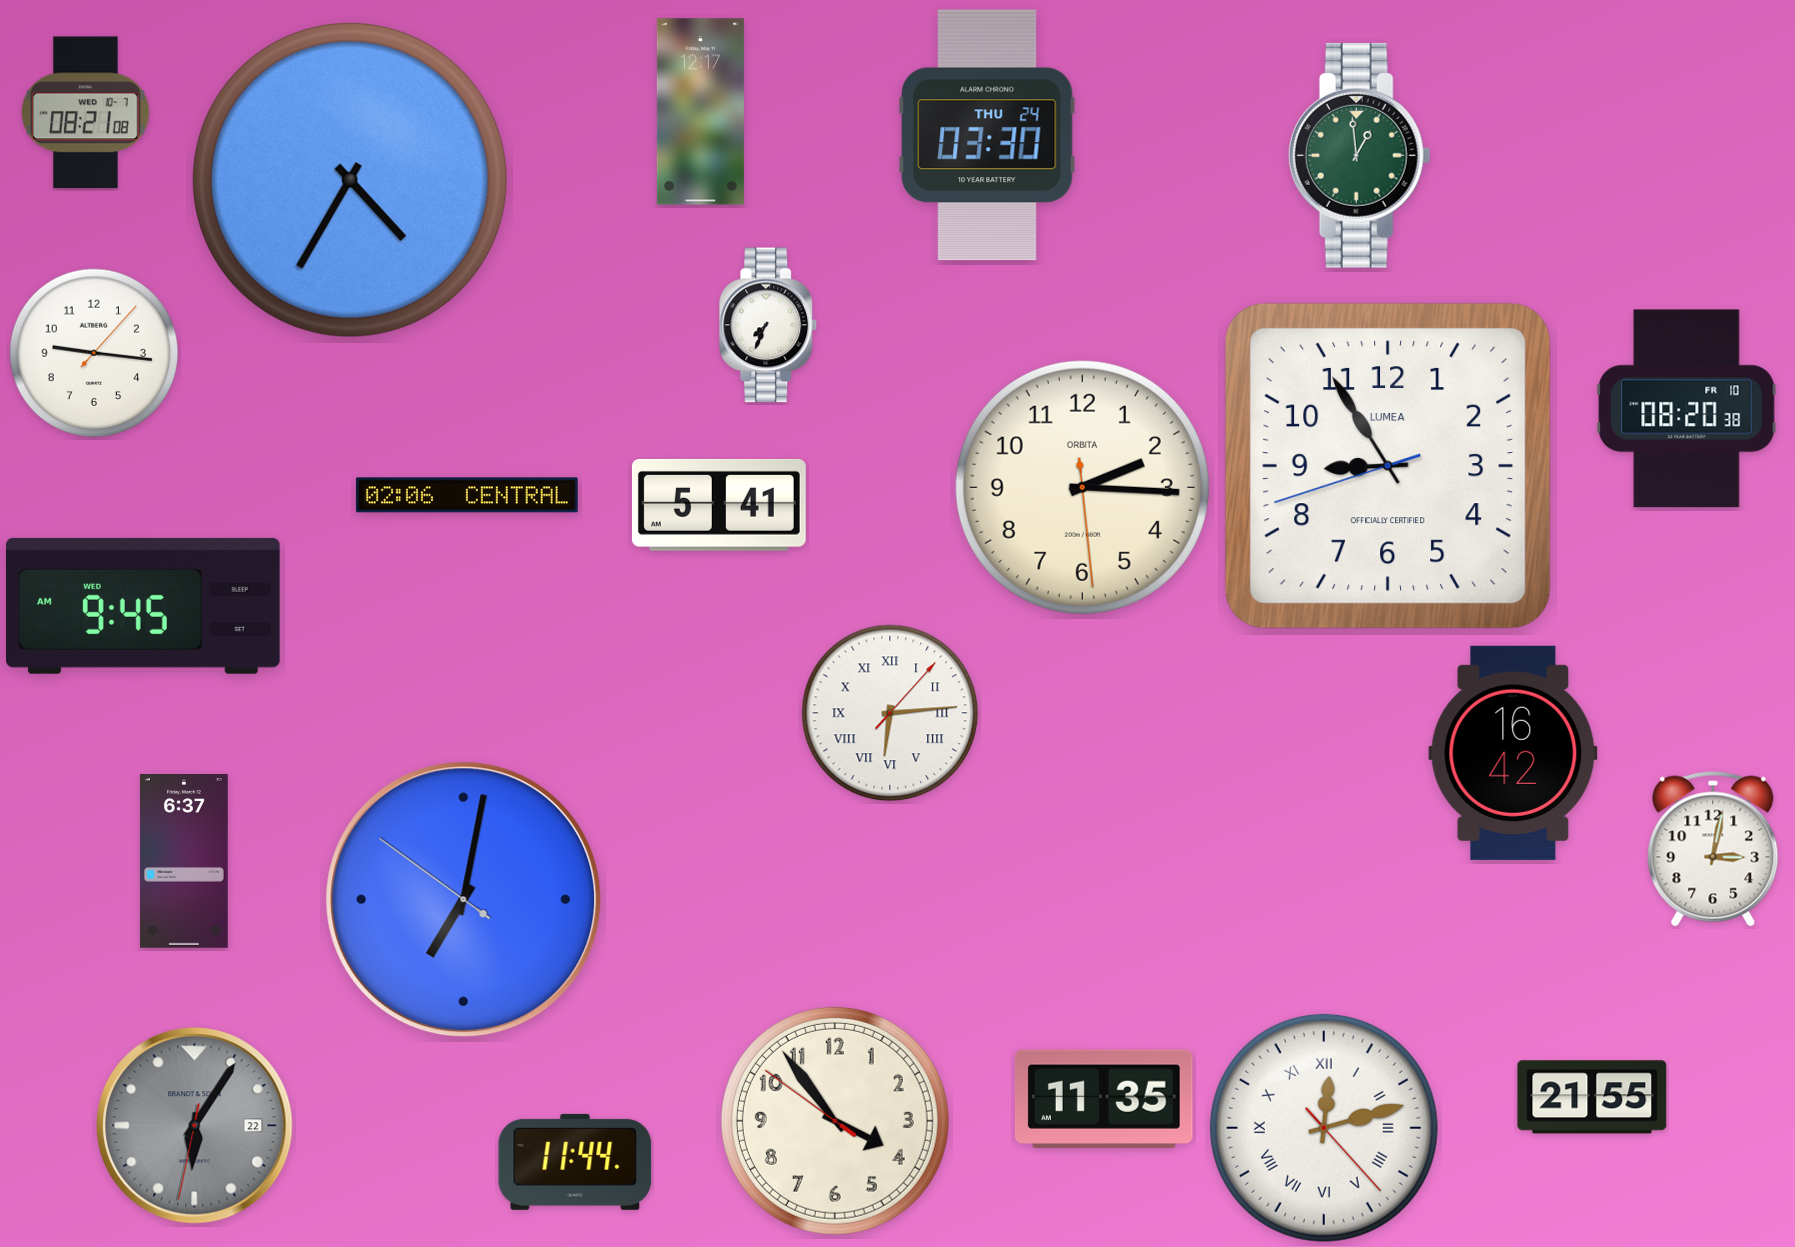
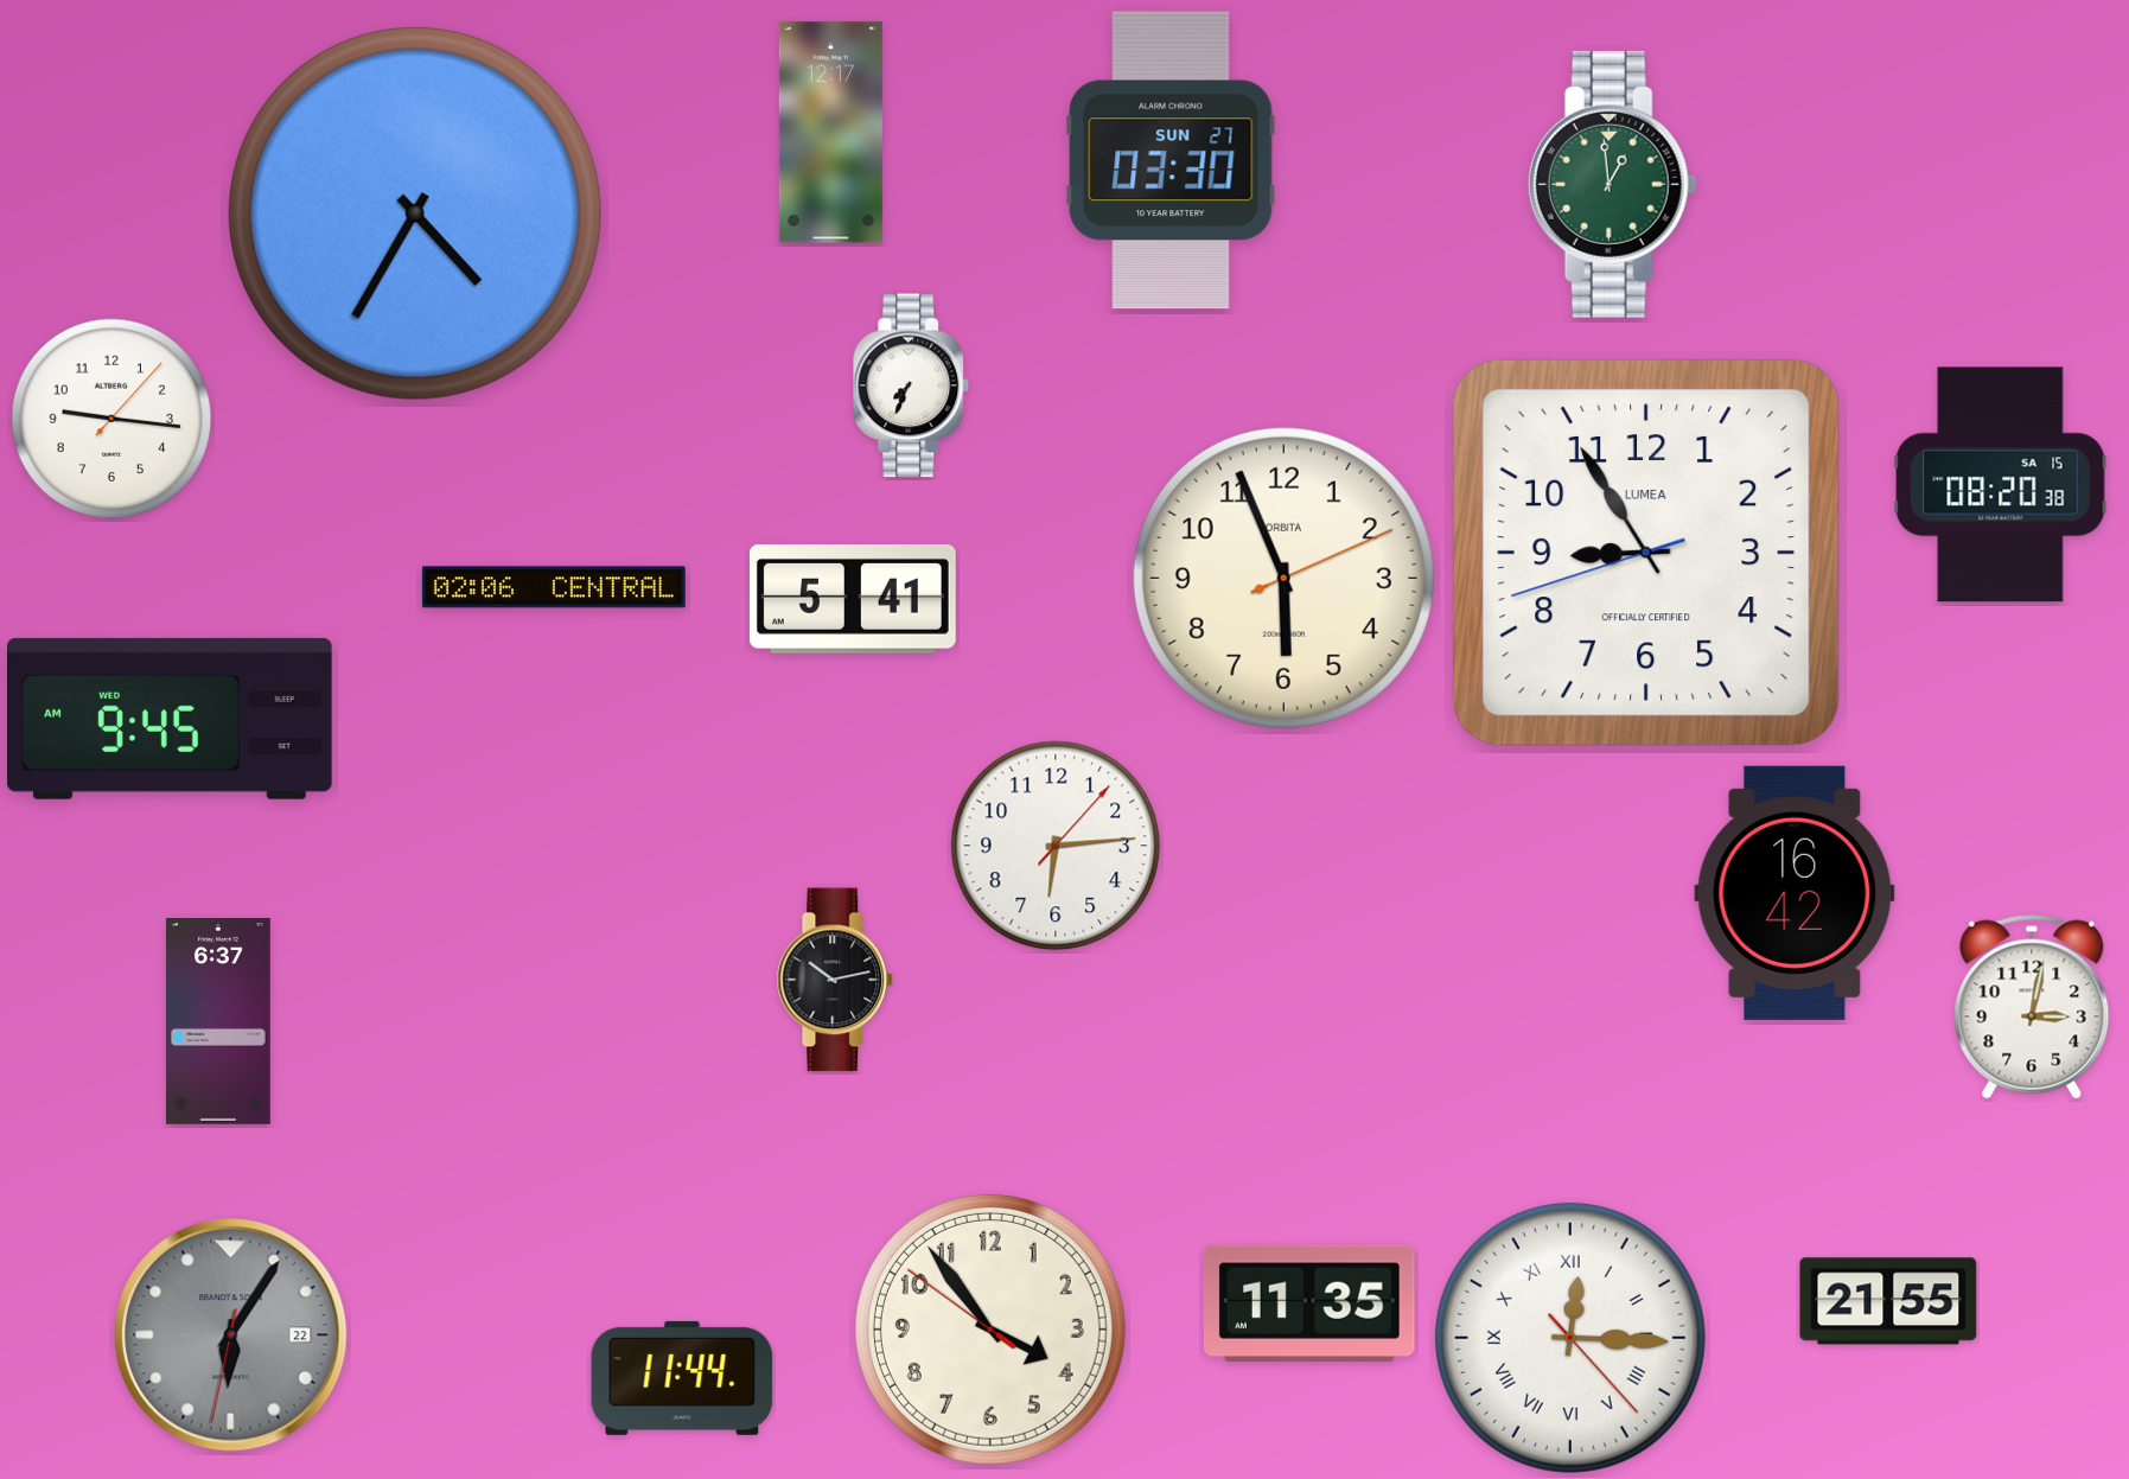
clock at (86, 113): 08:21 -> none
clock at (987, 135) date: THU 24 -> SUN 27
clock at (1687, 409) date: FR 10 -> SA 15
clock at (1082, 487): 2:15 -> 5:56
clock at (890, 713) numerals: Roman -> Arabic
clock at (835, 980): none -> 10:13
clock at (464, 900): 7:01 -> none
clock at (1324, 1128): 12:12 -> 12:15
